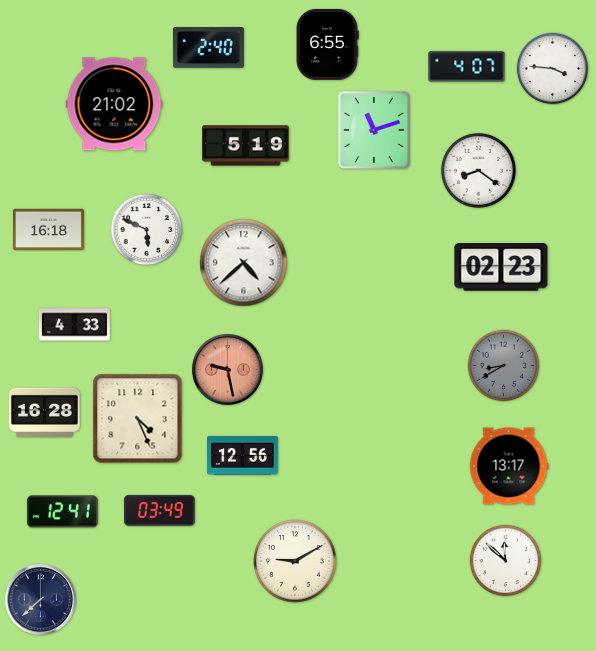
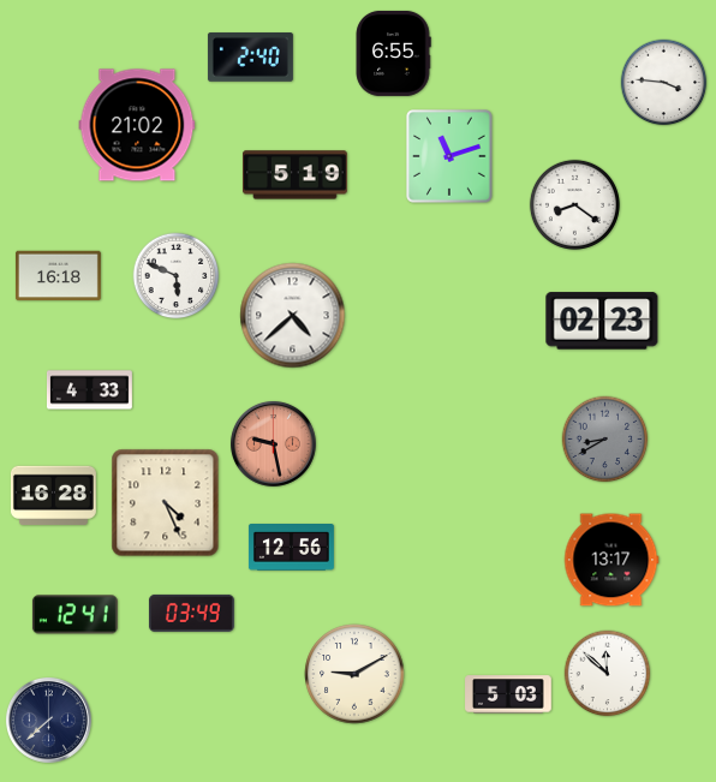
clock at (467, 67): 4:07 -> none
clock at (508, 694): none -> 5:03
